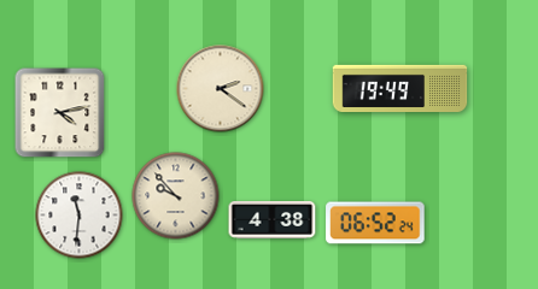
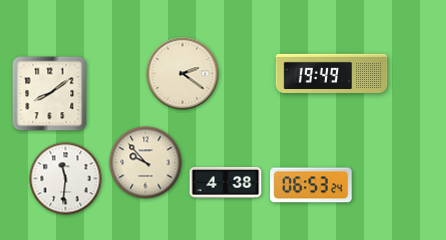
clock at (60, 113): 4:13 -> 8:09
clock at (375, 223): 06:52 -> 06:53
